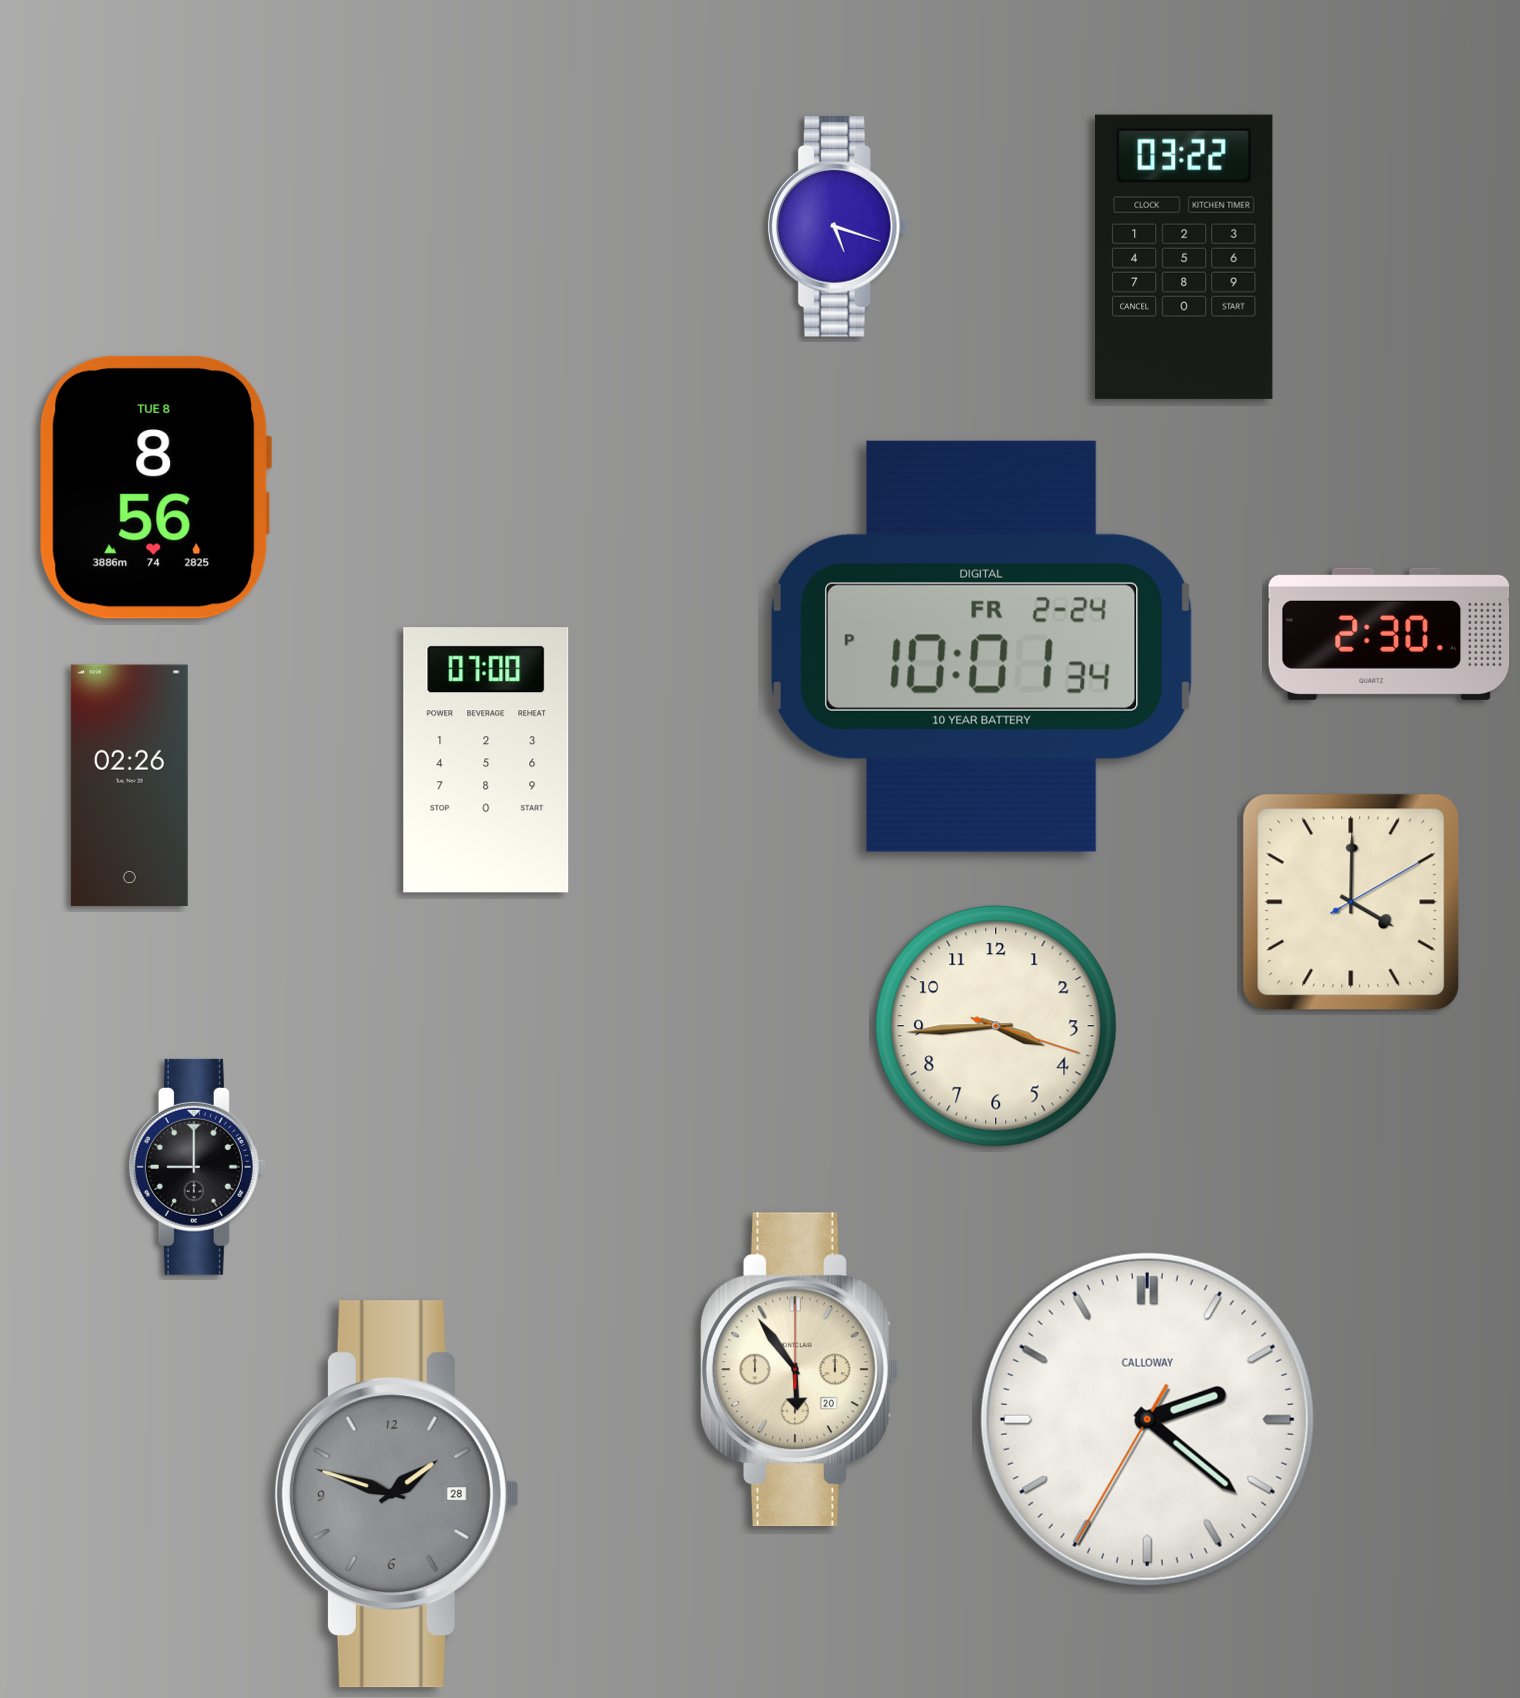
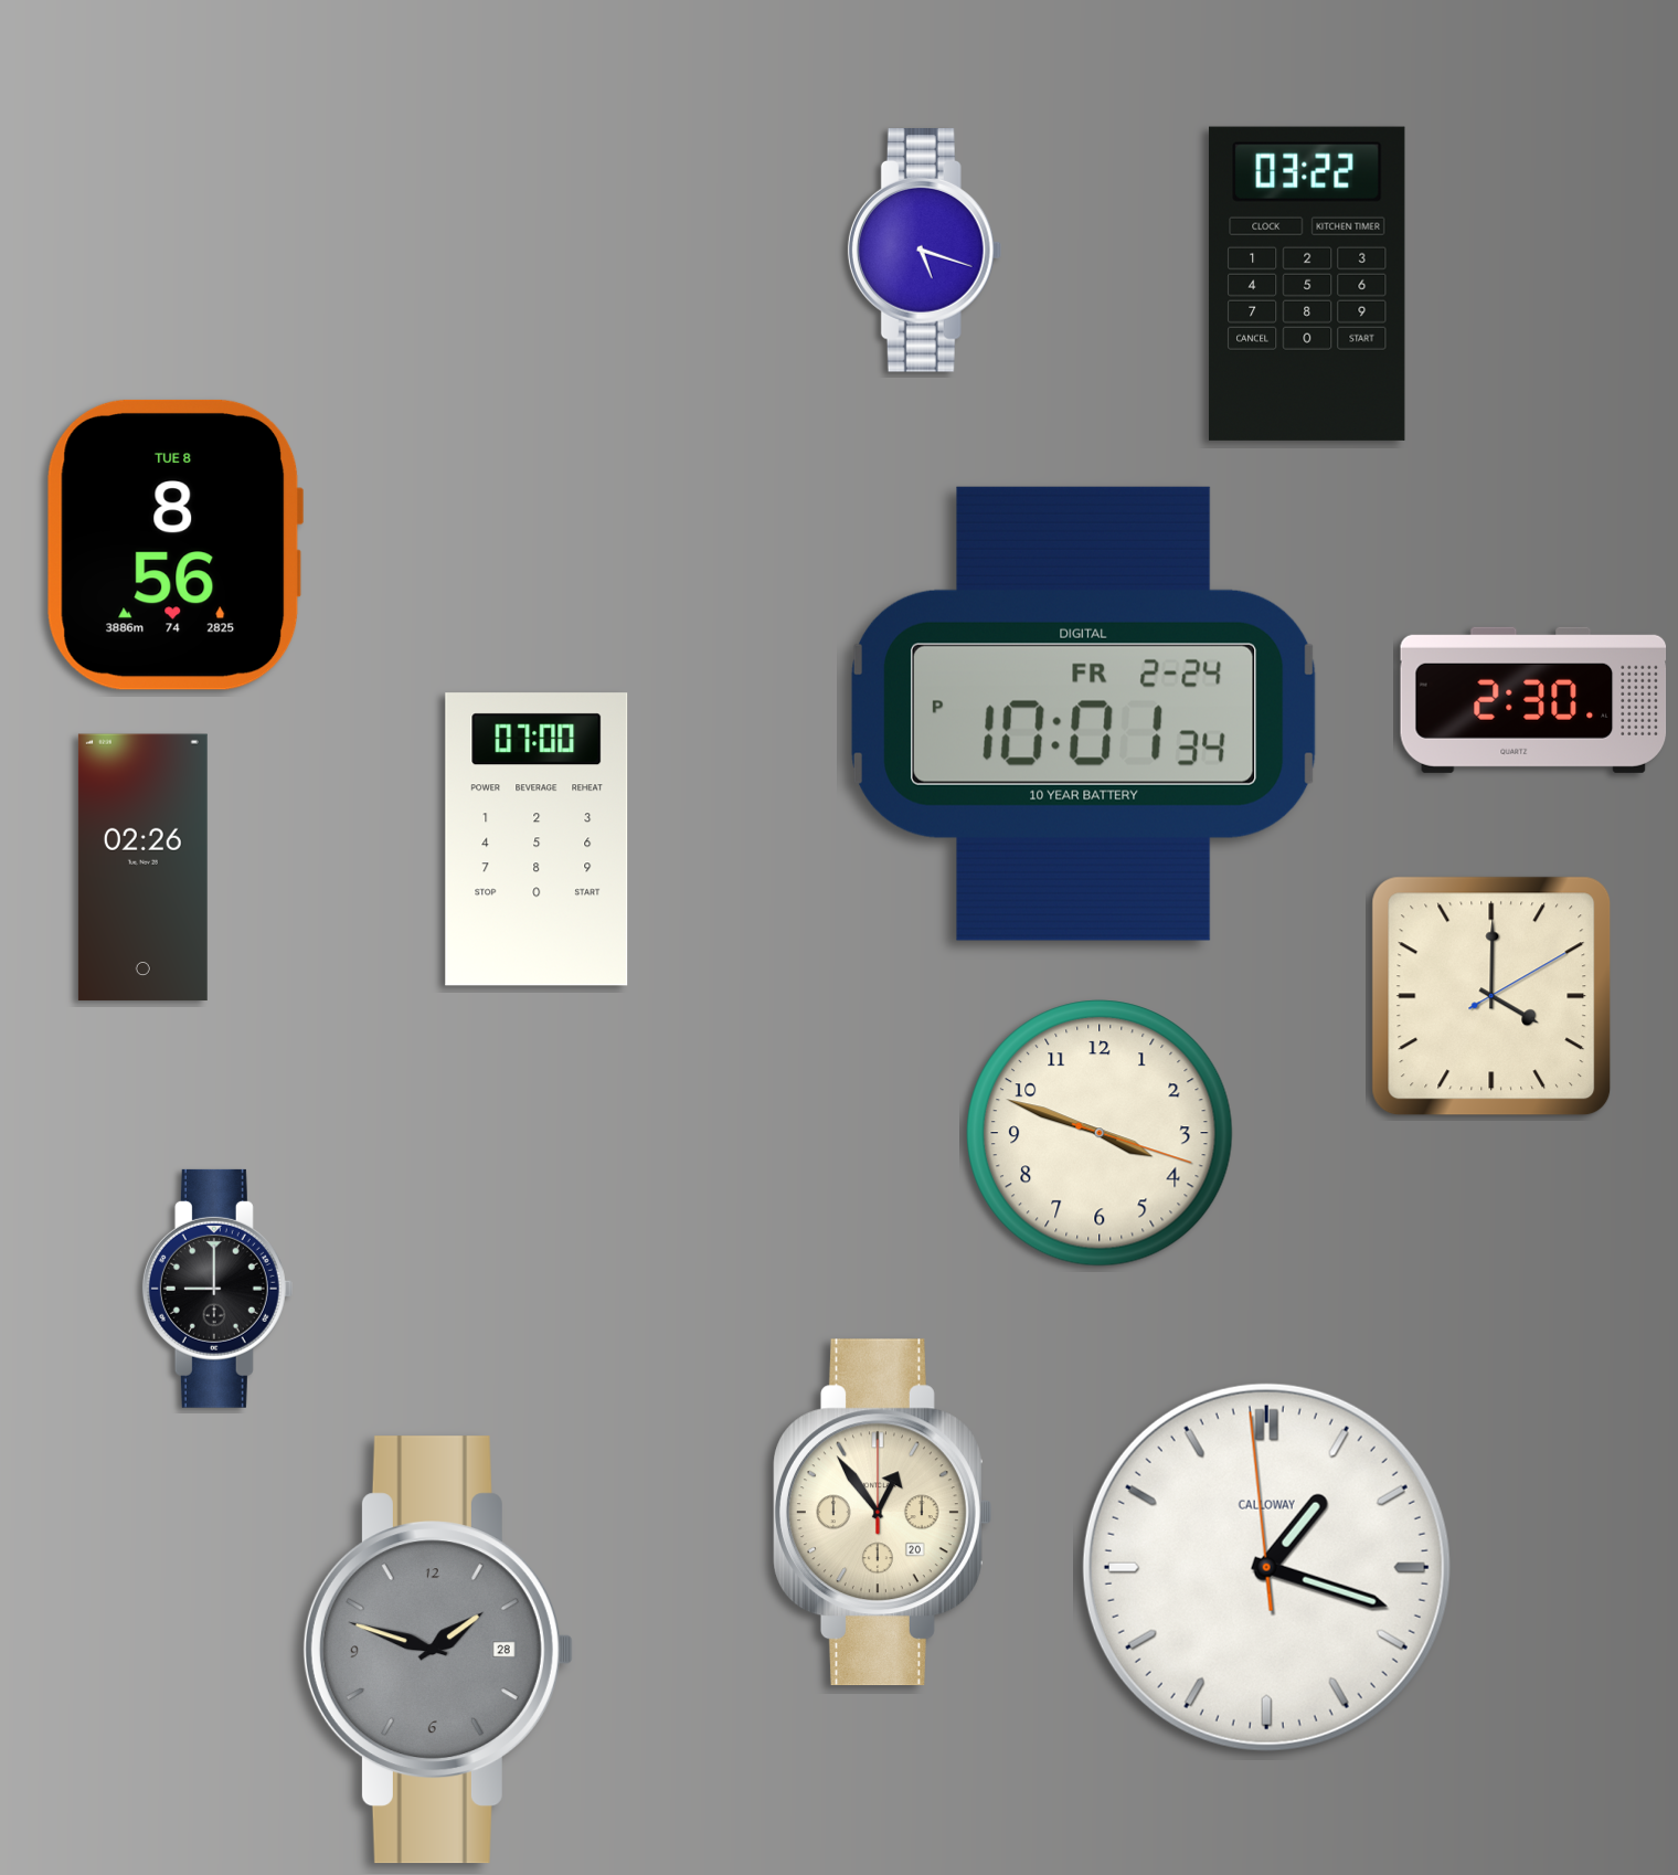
clock at (155, 487) position: (155, 487) -> (174, 544)
clock at (996, 1026): 3:44 -> 3:48
clock at (800, 1370): 5:54 -> 12:54
clock at (1147, 1419): 2:21 -> 1:17
